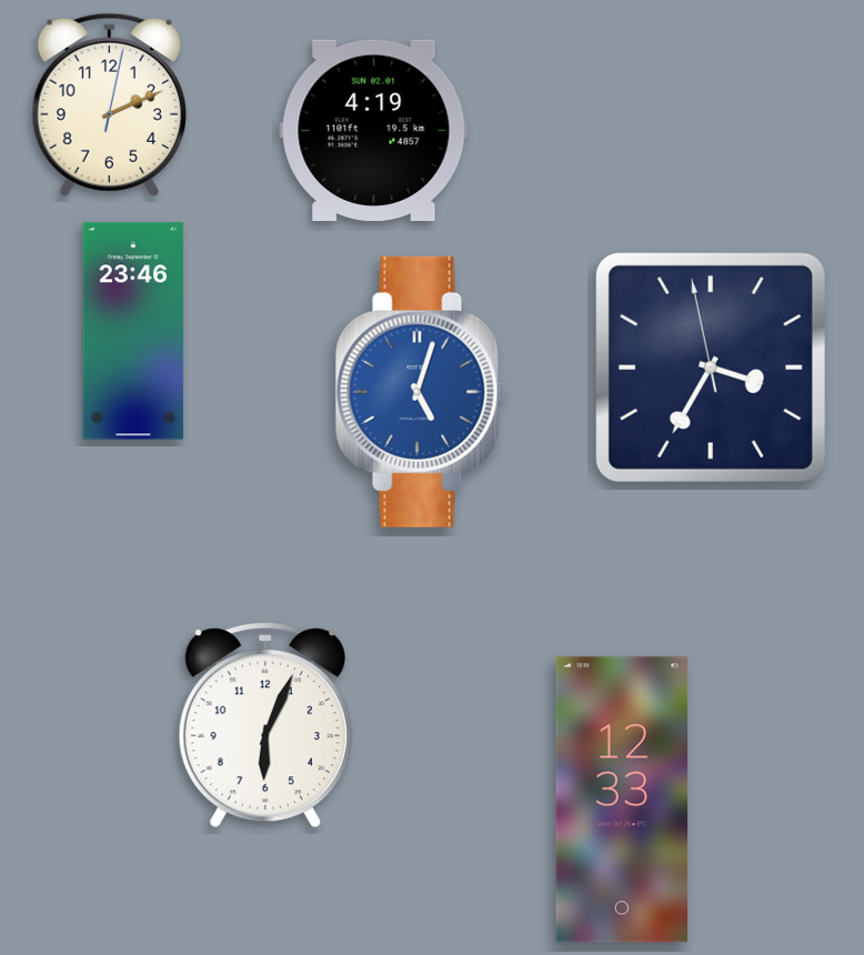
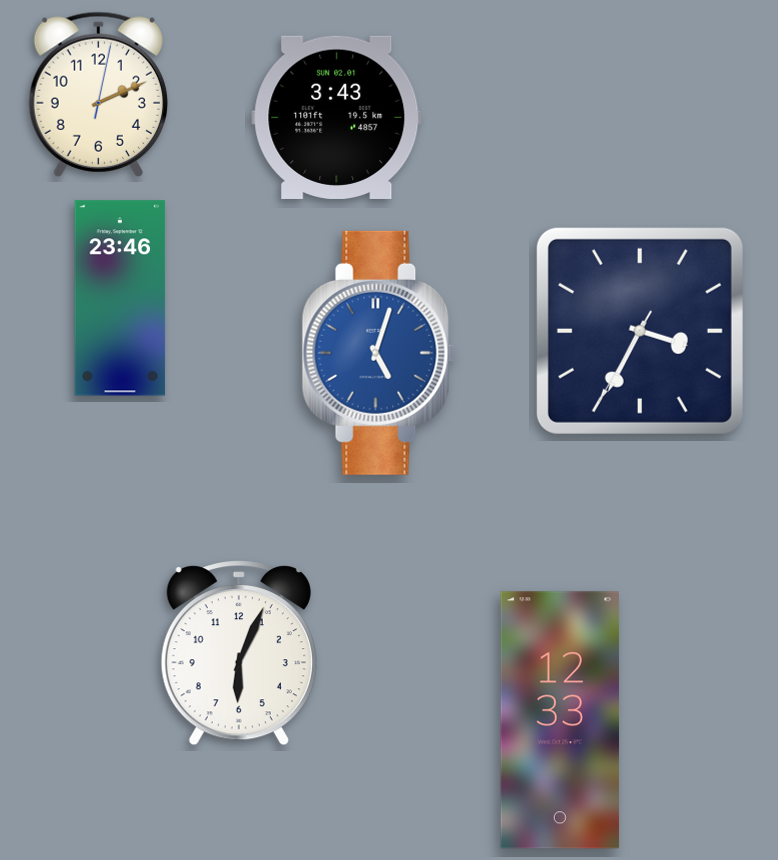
clock at (374, 130): 4:19 -> 3:43
clock at (711, 368): 3:34:58 -> 3:34:35
